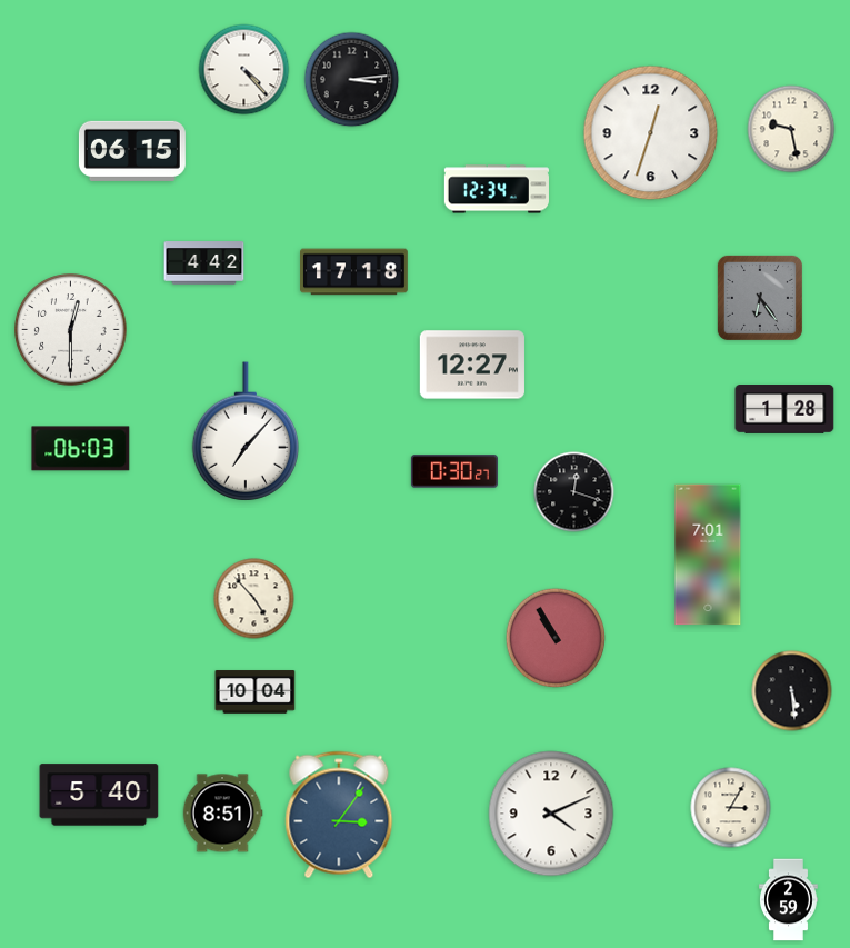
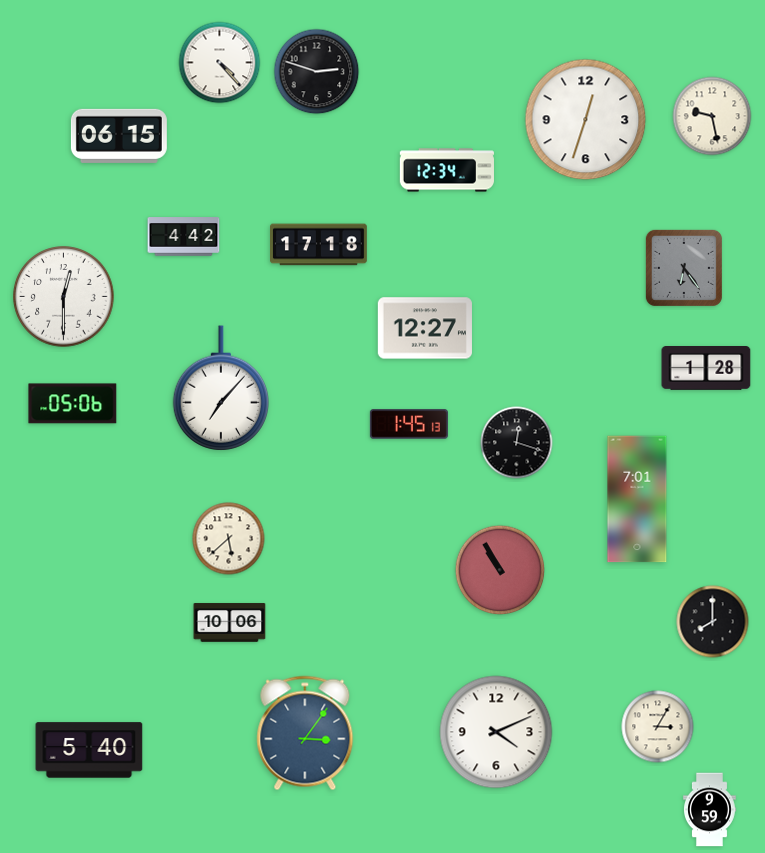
clock at (352, 80): 3:14 -> 2:48
clock at (81, 449): 06:03 -> 05:06
clock at (454, 471): 0:30 -> 1:45
clock at (254, 599): 4:53 -> 5:38
clock at (556, 638) position: (556, 638) -> (500, 570)
clock at (792, 691): 5:29 -> 8:00
clock at (256, 692): 10:04 -> 10:06
clock at (99, 795) position: (99, 795) -> (89, 750)
clock at (222, 814): 8:51 -> none
clock at (789, 900): 2:59 -> 9:59
